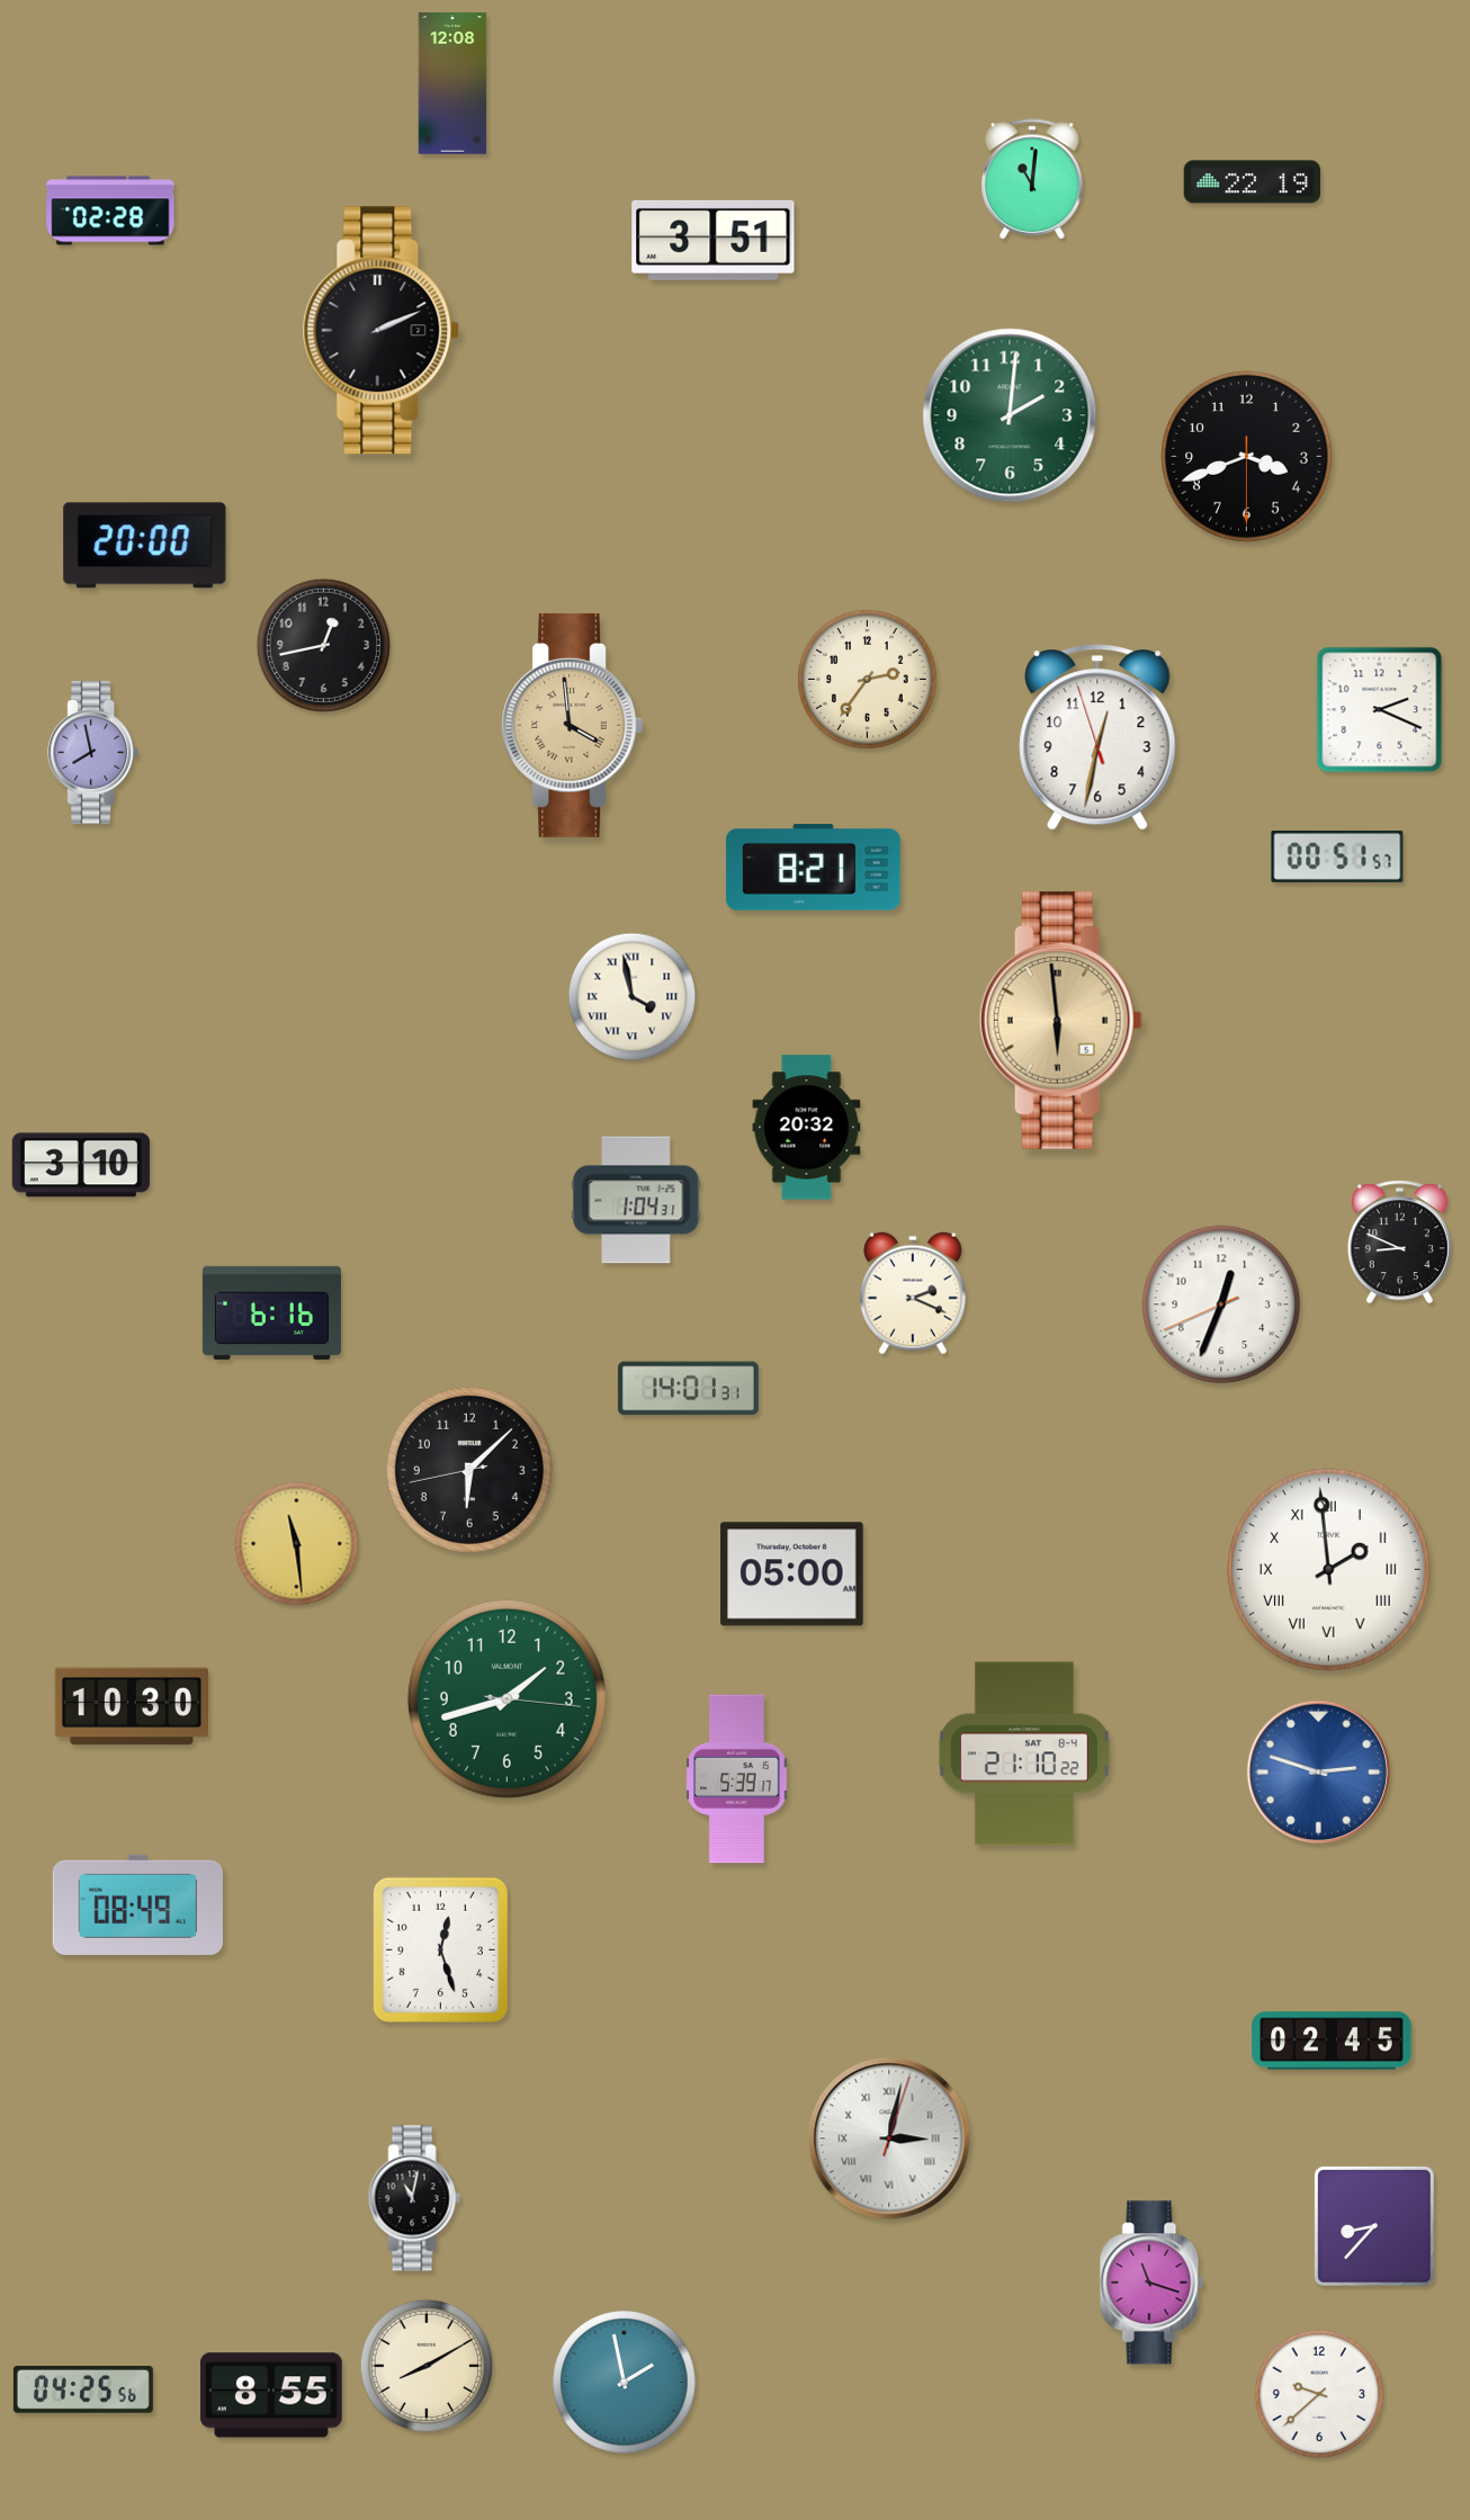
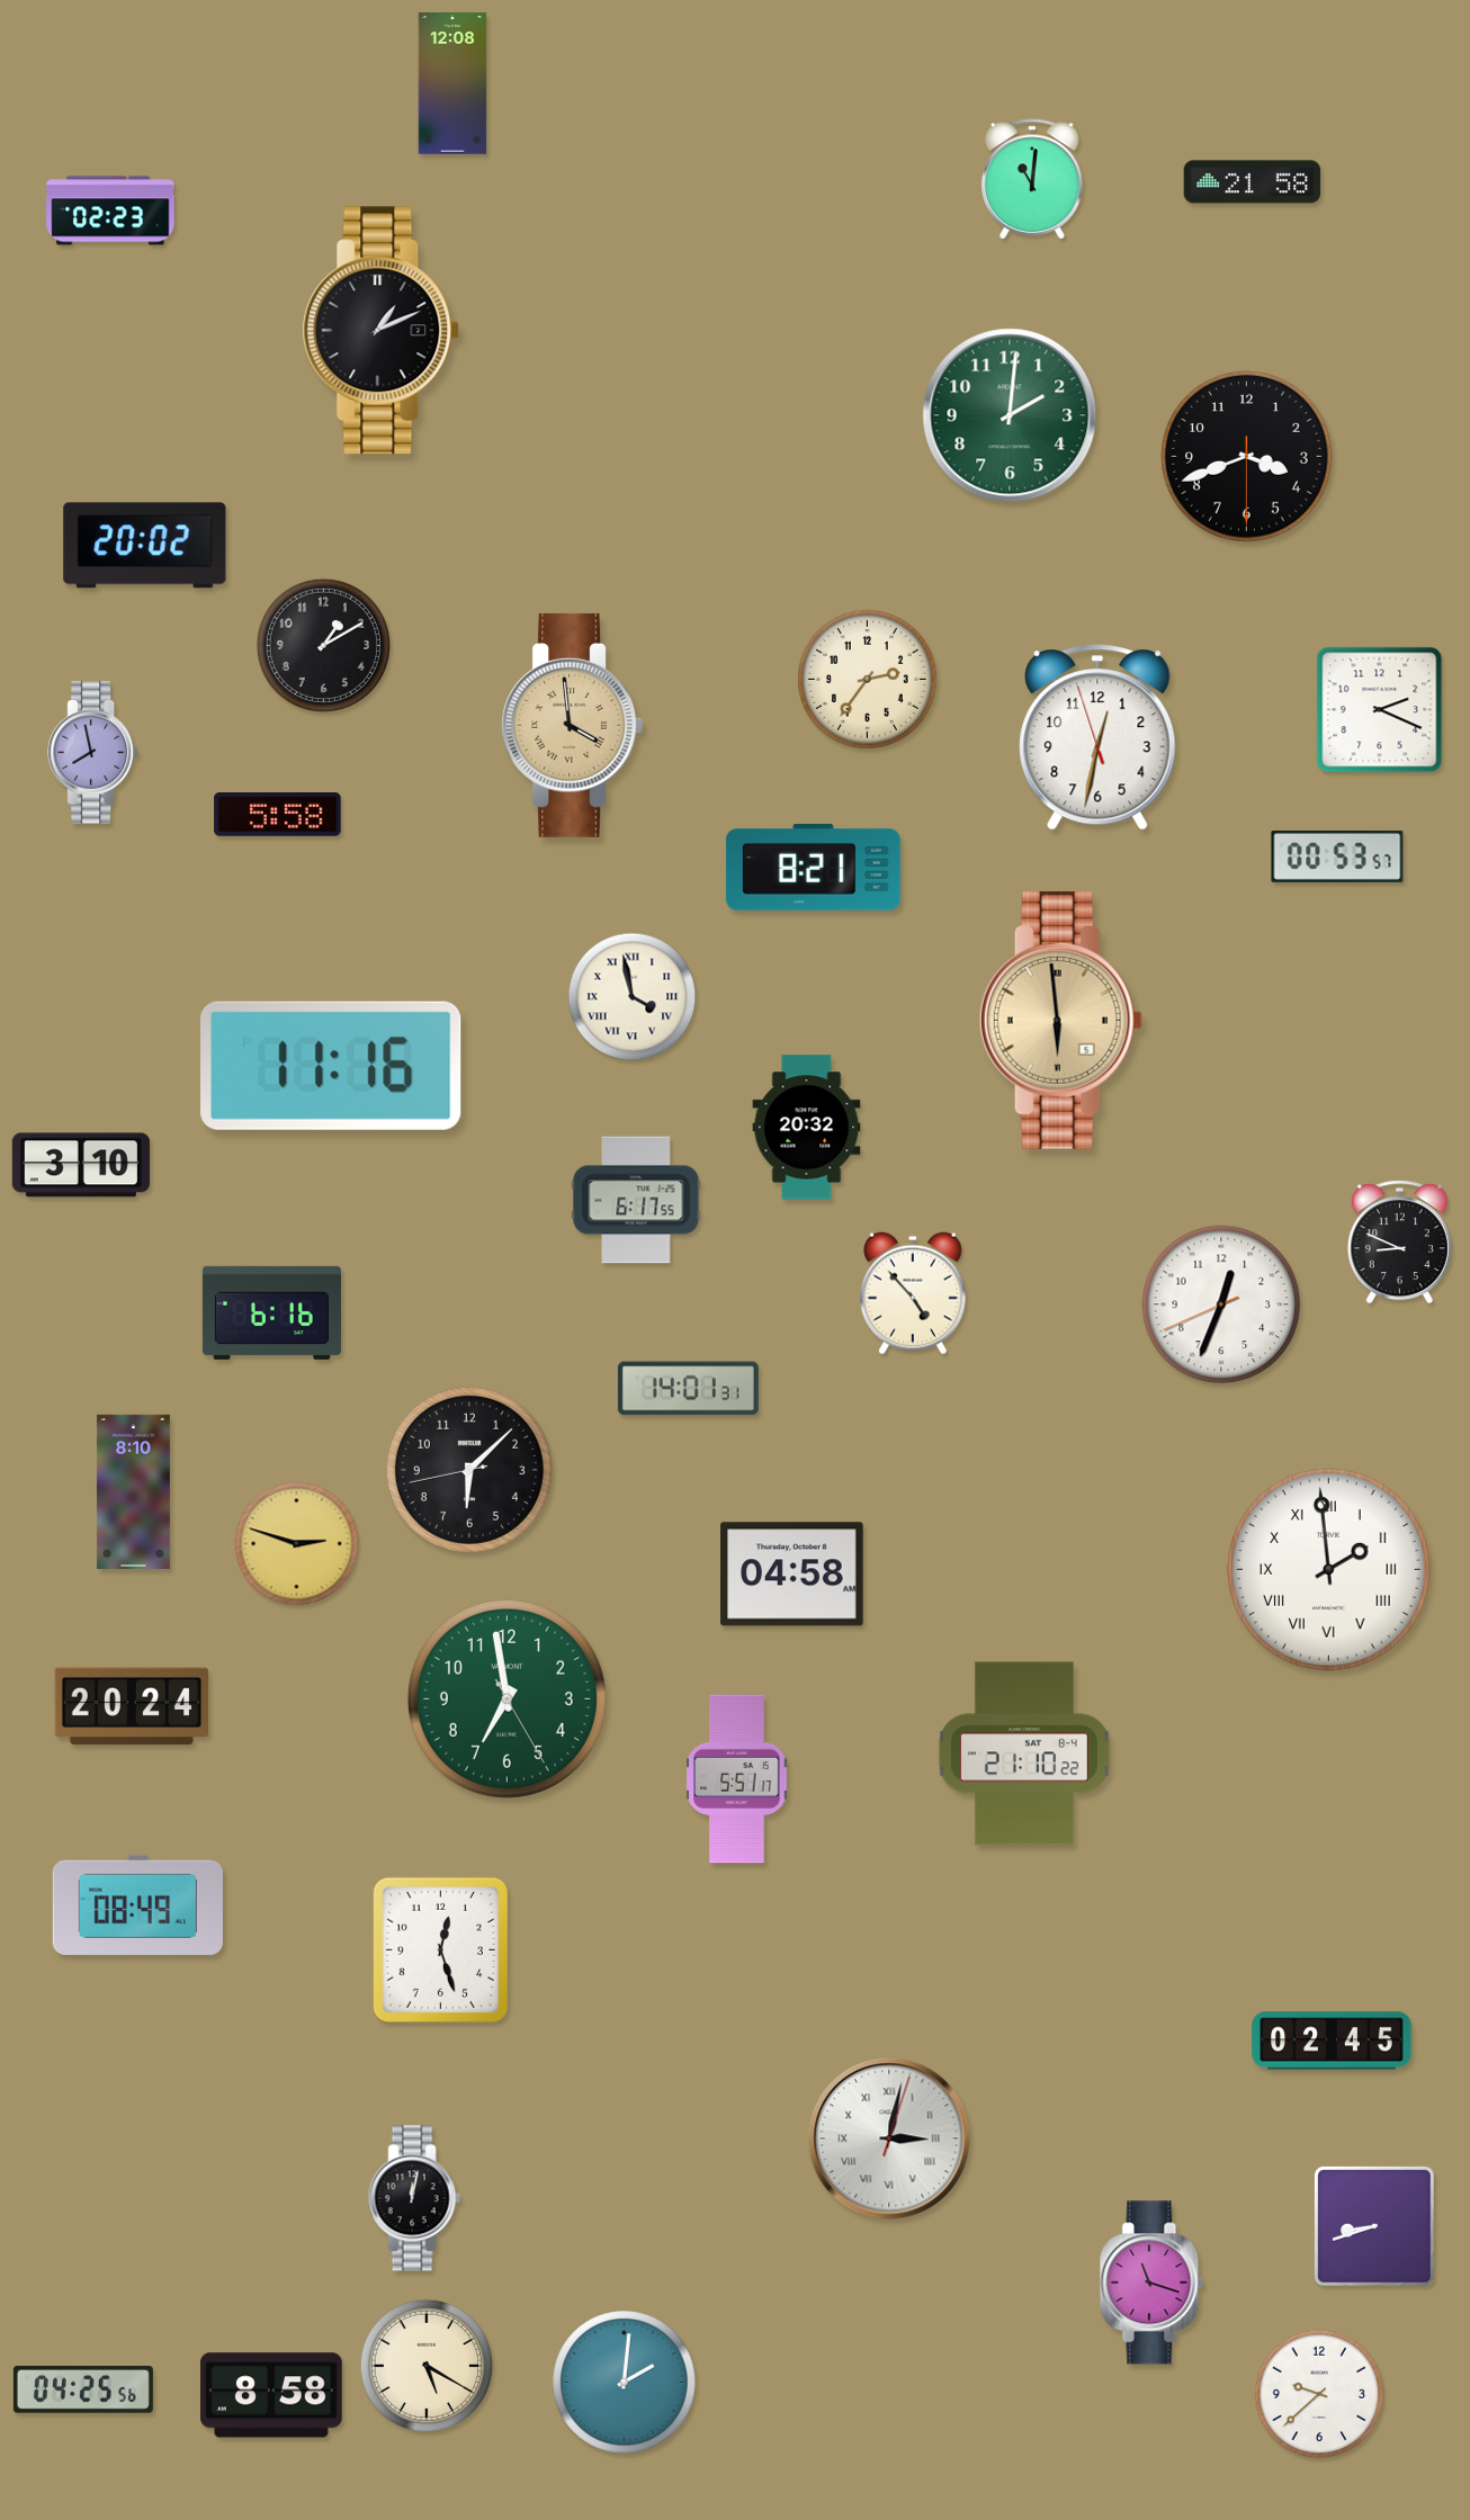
clock at (1253, 182): 22:19 -> 21:58
clock at (110, 210): 02:28 -> 02:23
clock at (714, 240): 3:51 -> none
clock at (382, 331): 2:11 -> 1:11
clock at (145, 546): 20:00 -> 20:02
clock at (323, 645): 12:43 -> 1:10
clock at (278, 815): none -> 5:58
clock at (1337, 857): 00:51 -> 00:53
clock at (332, 1066): none -> 11:16
clock at (636, 1200): 1:04 -> 6:17
clock at (913, 1293): 2:19 -> 4:53
clock at (133, 1491): none -> 8:10
clock at (297, 1544): 11:29 -> 2:48
clock at (792, 1575): 05:00 -> 04:58
clock at (507, 1698): 1:42 -> 6:58
clock at (131, 1706): 10:30 -> 20:24
clock at (1319, 1773): 2:48 -> none
clock at (737, 1779): 5:39 -> 5:51
clock at (414, 2198): 11:02 -> 12:02
clock at (1374, 2226): 8:37 -> 8:42
clock at (425, 2365): 8:10 -> 5:20
clock at (625, 2383): 1:58 -> 2:01
clock at (271, 2395): 8:55 -> 8:58
